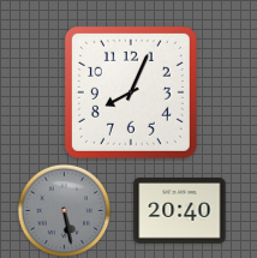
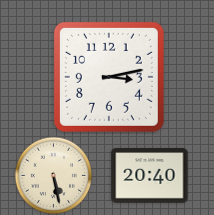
clock at (131, 92): 8:04 -> 3:13
clock at (64, 210) dial: grey -> cream
